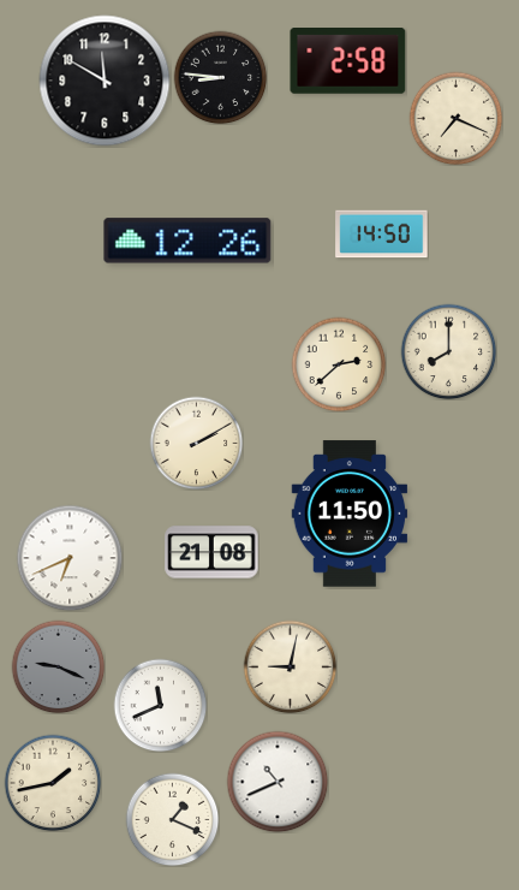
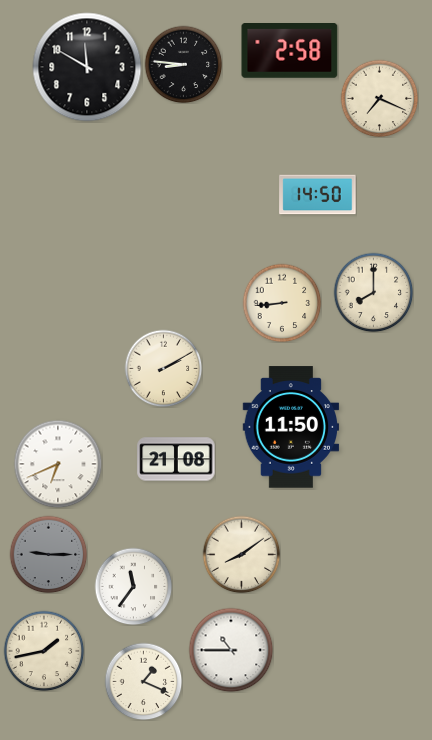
clock at (187, 241): 12:26 -> none
clock at (339, 364): 2:38 -> 8:44
clock at (58, 666): 9:19 -> 9:15
clock at (290, 666): 9:02 -> 8:09
clock at (160, 705): 11:41 -> 11:36
clock at (278, 782): 10:41 -> 10:45
